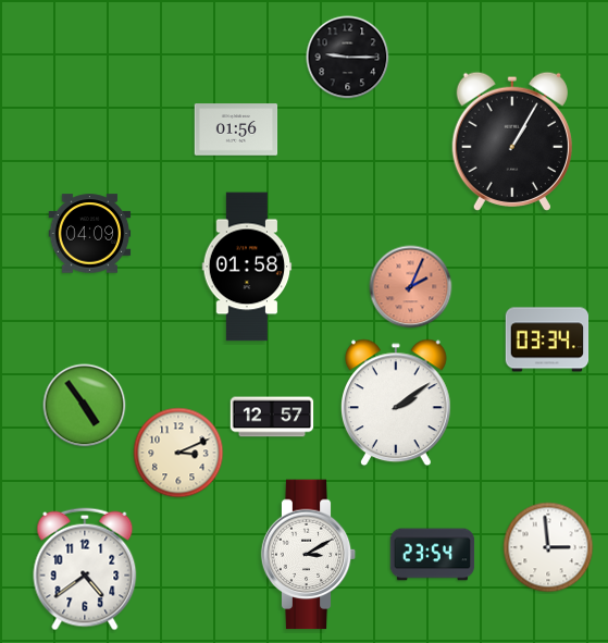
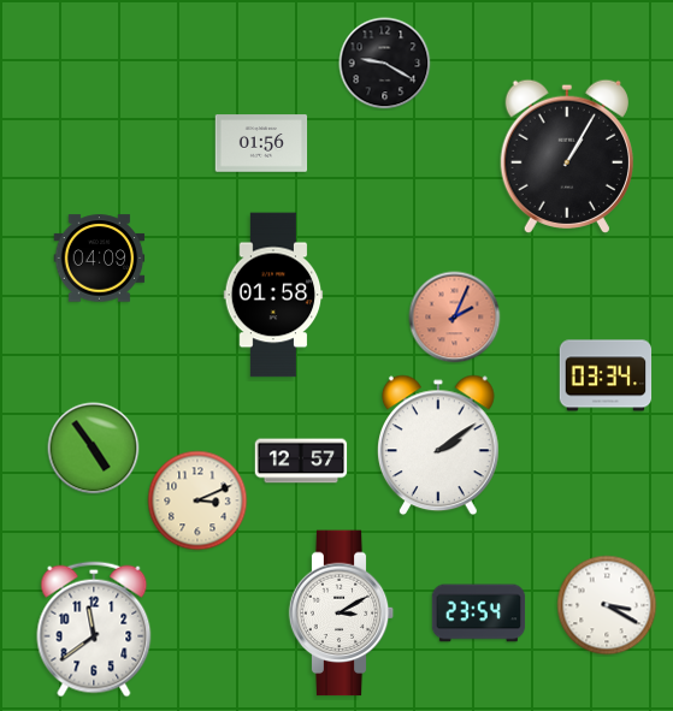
clock at (348, 58): 9:15 -> 9:20
clock at (548, 547): 2:59 -> 3:20
clock at (85, 569): 4:39 -> 11:39
